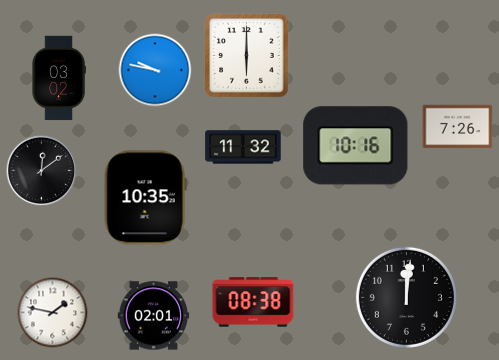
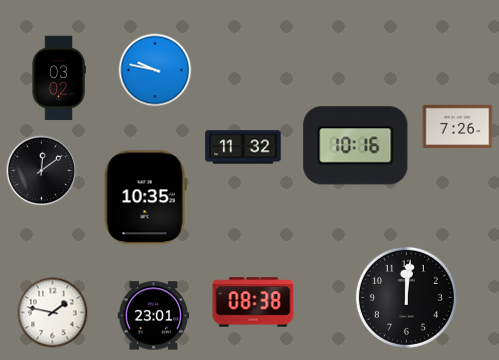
clock at (247, 56): 6:00 -> none
clock at (154, 316): 02:01 -> 23:01
